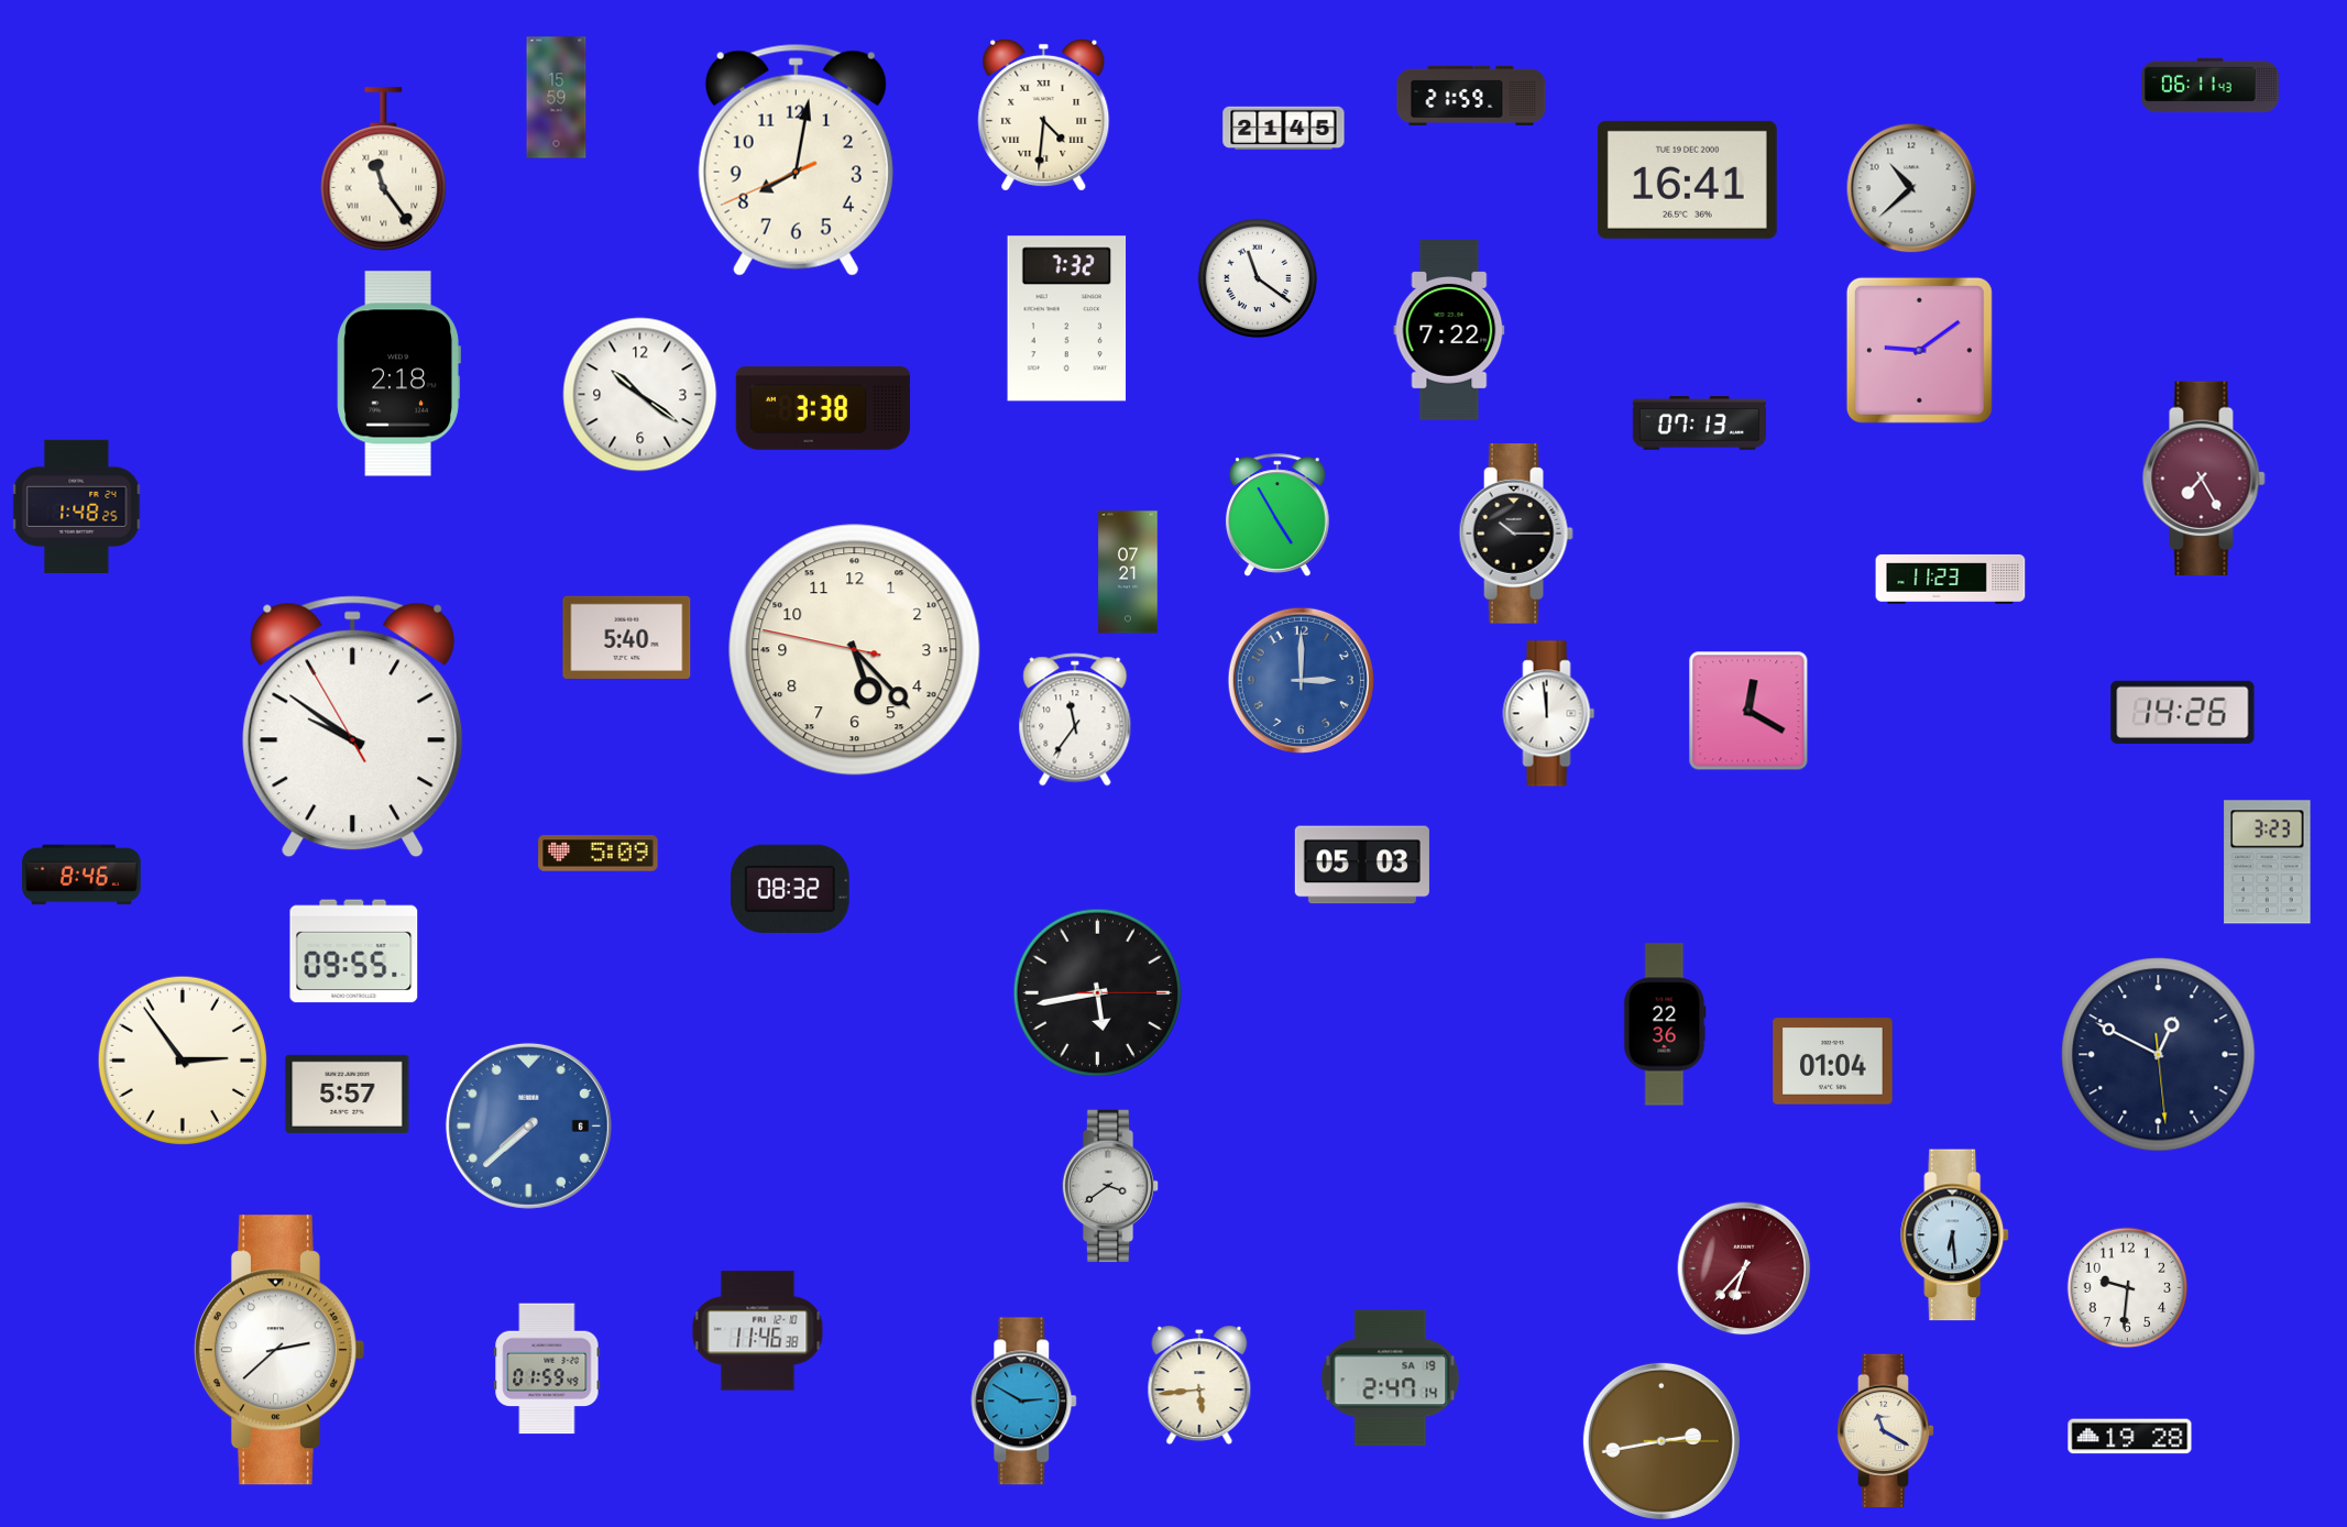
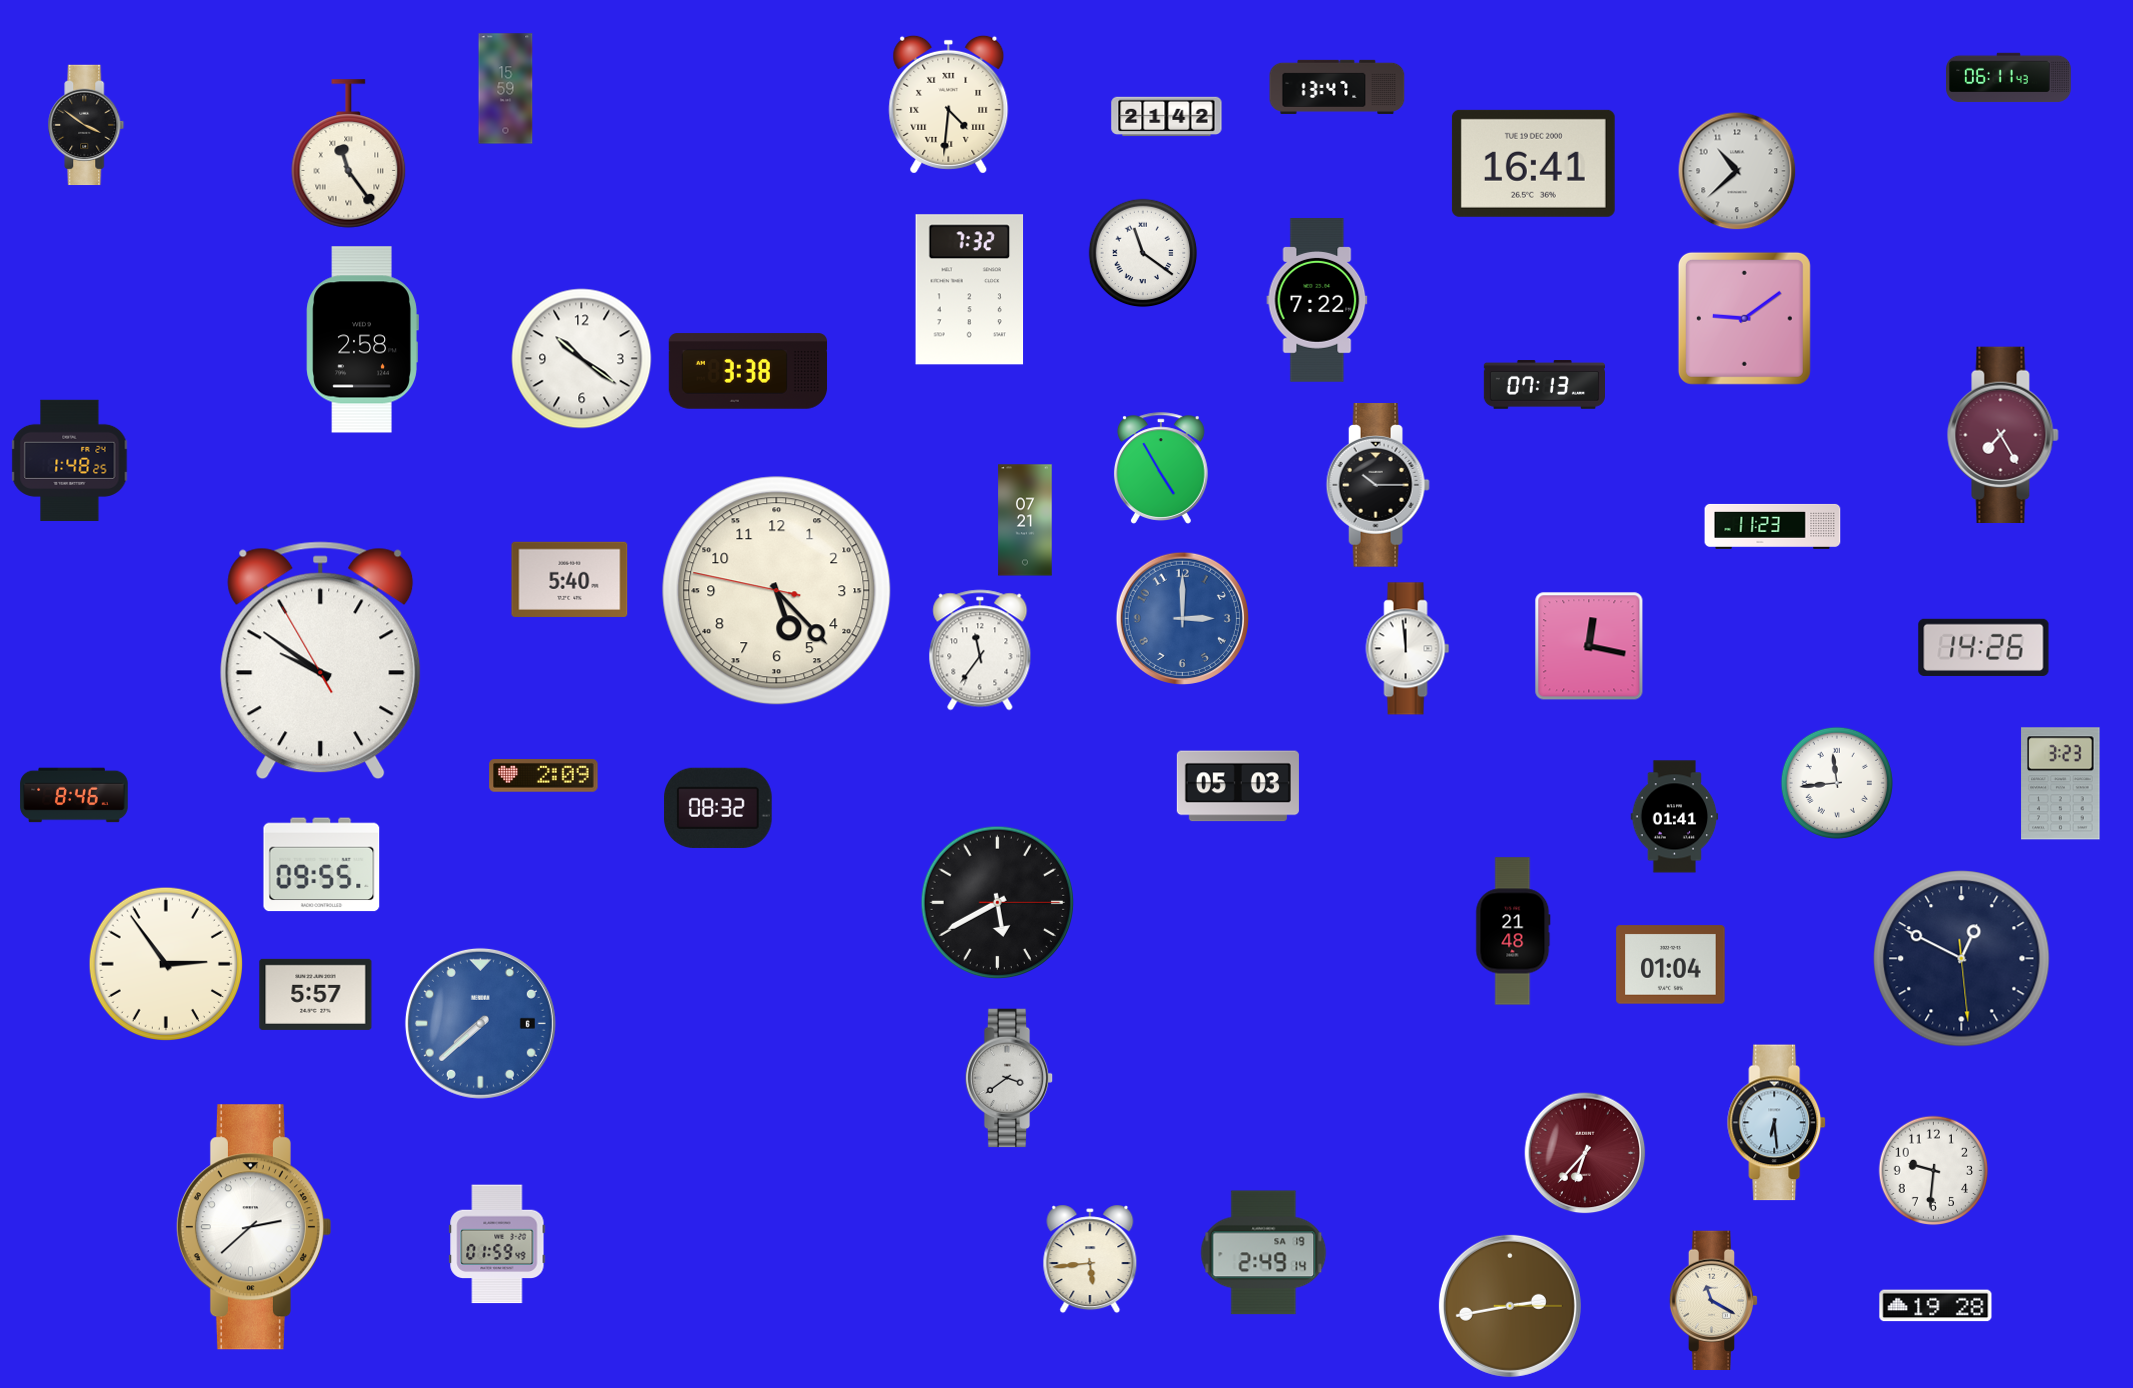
clock at (1471, 96): 21:59 -> 13:47
clock at (1284, 129): 21:45 -> 21:42
clock at (86, 125): none -> 3:51
clock at (796, 160): 8:01 -> none
clock at (398, 374): 2:18 -> 2:58
clock at (1748, 711): 12:20 -> 12:17
clock at (1075, 719) position: (1075, 719) -> (980, 650)
clock at (599, 854): 5:09 -> 2:09
clock at (1837, 783): none -> 11:44
clock at (1675, 817): none -> 01:41
clock at (1098, 993): 5:43 -> 5:40
clock at (1665, 1024): 22:36 -> 21:48
clock at (1833, 1062) position: (1833, 1062) -> (1671, 965)
clock at (758, 1331): 11:46 -> none
clock at (1391, 1378): 2:47 -> 2:49
clock at (1024, 1402): 2:50 -> none
clock at (1661, 1441) position: (1661, 1441) -> (1510, 1306)
